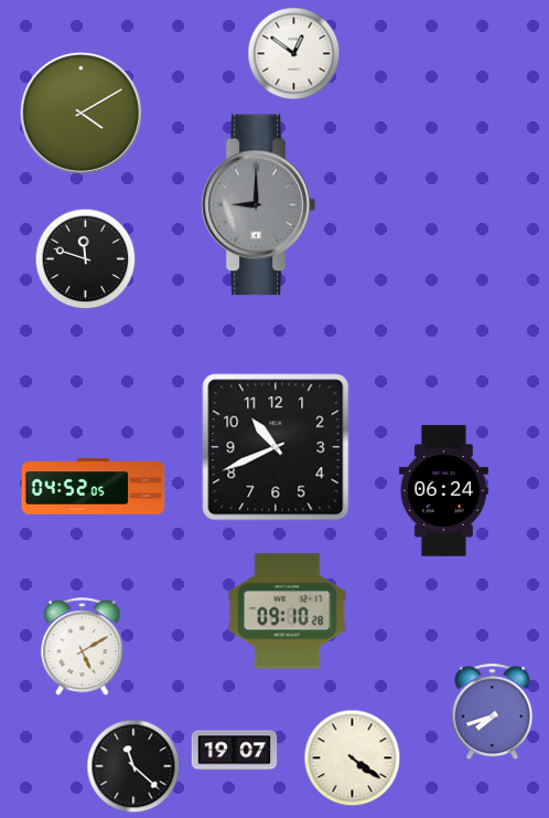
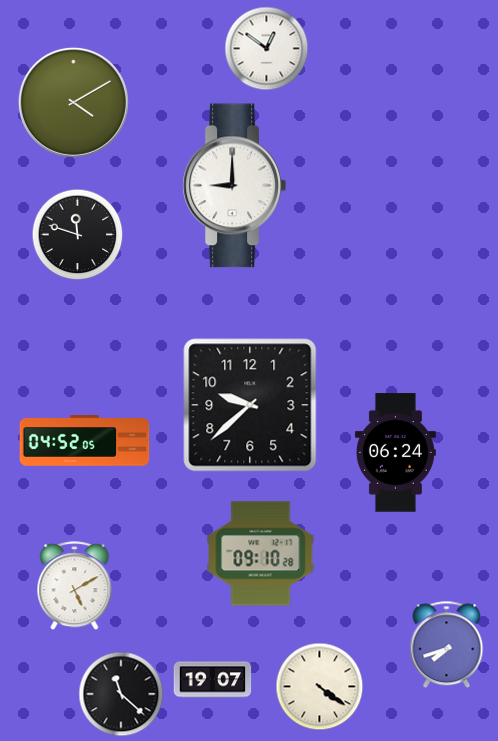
clock at (258, 205) dial: grey -> white
clock at (276, 447): 10:41 -> 9:38
clock at (443, 491) position: (443, 491) -> (395, 453)
